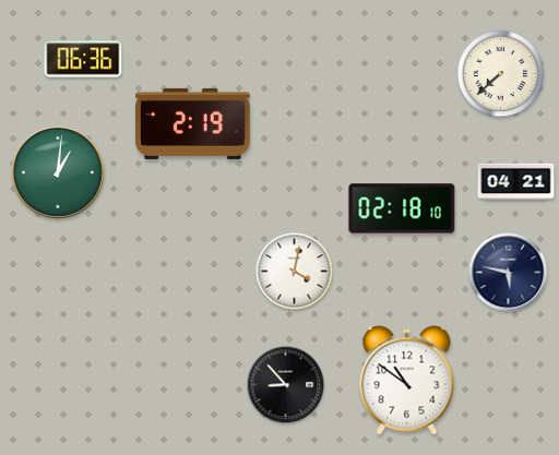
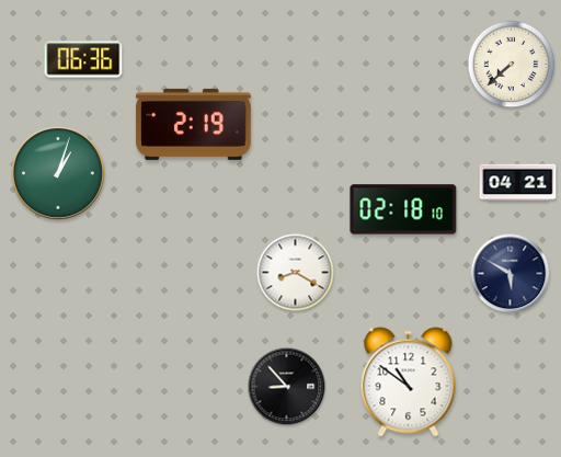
clock at (501, 74) position: (501, 74) -> (512, 65)
clock at (59, 173): 1:01 -> 1:03
clock at (295, 272): 4:02 -> 8:20
clock at (509, 273): 5:47 -> 5:50
